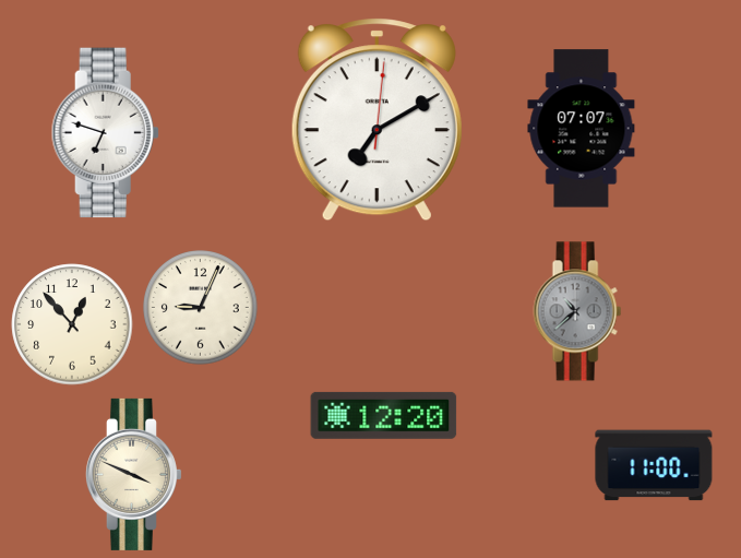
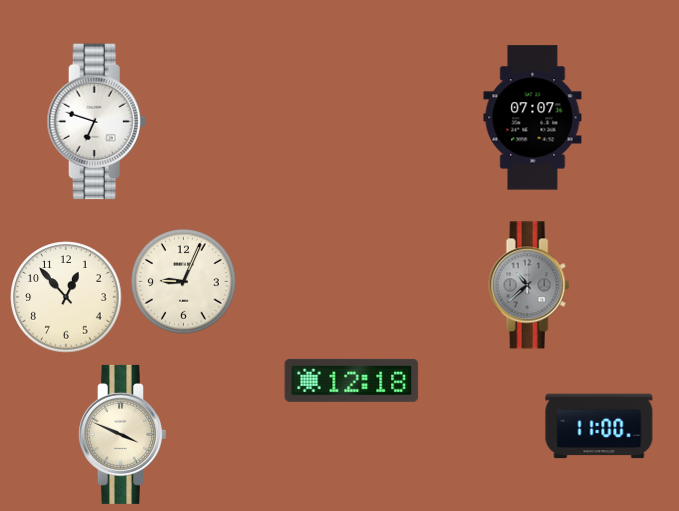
clock at (377, 120): 7:10 -> none
clock at (384, 415): 12:20 -> 12:18
